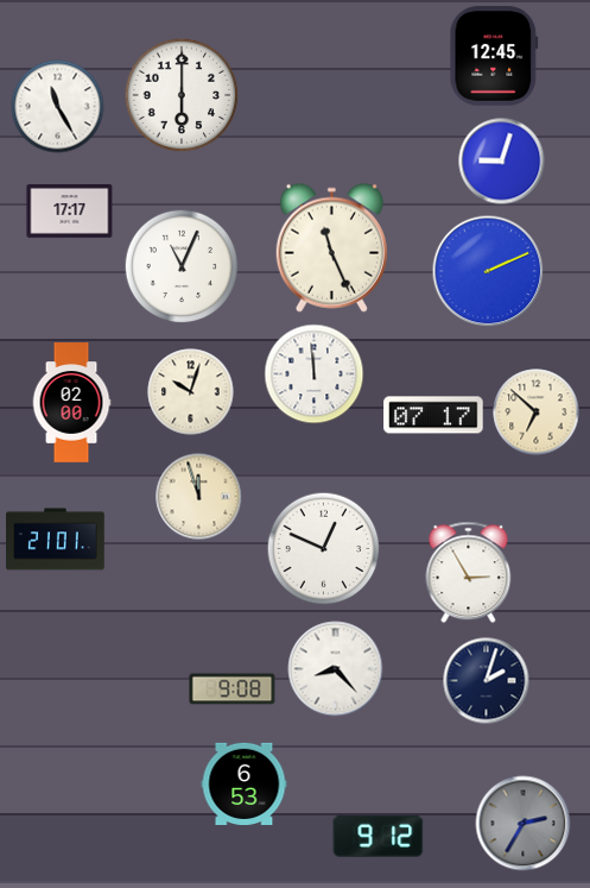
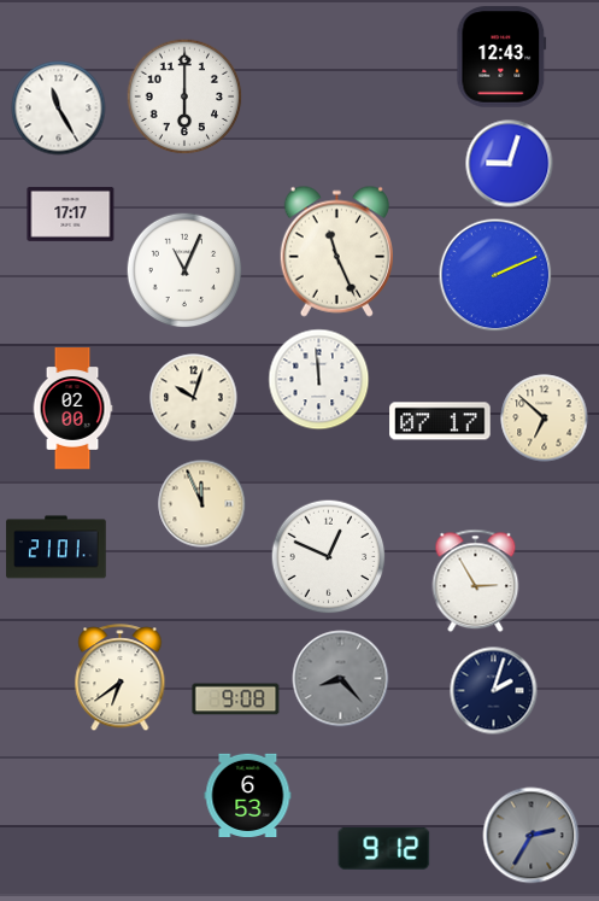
clock at (494, 56): 12:45 -> 12:43
clock at (199, 497): 11:57 -> 11:56
clock at (121, 678): none -> 6:39
clock at (336, 669) dial: white -> grey
